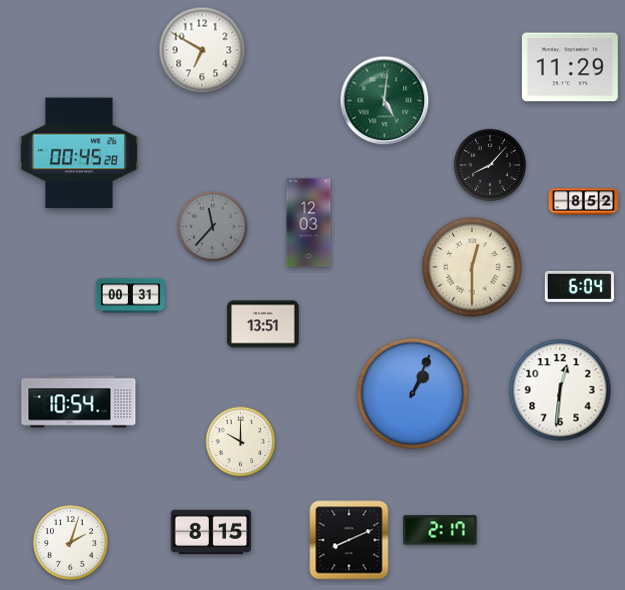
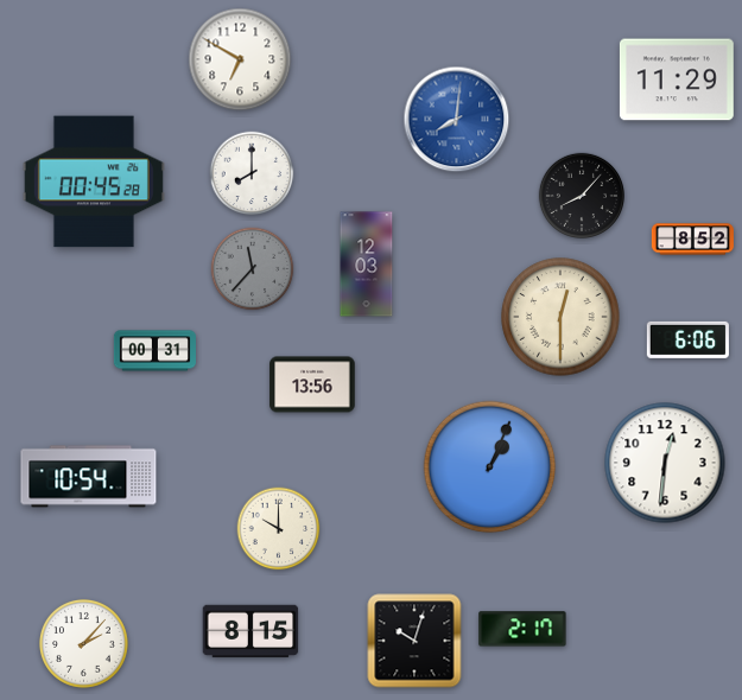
clock at (385, 101): 5:01 -> 8:01
clock at (385, 101) dial: green -> blue
clock at (252, 173): none -> 8:00
clock at (579, 286): 6:04 -> 6:06
clock at (263, 324): 13:51 -> 13:56
clock at (79, 402) position: (79, 402) -> (89, 477)
clock at (241, 442) position: (241, 442) -> (279, 529)
clock at (349, 540): 8:11 -> 10:03
clock at (70, 542): 2:03 -> 2:07
